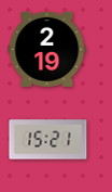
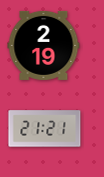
clock at (48, 140): 15:21 -> 21:21
